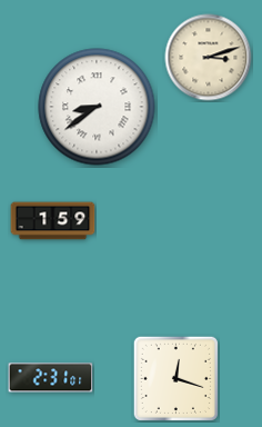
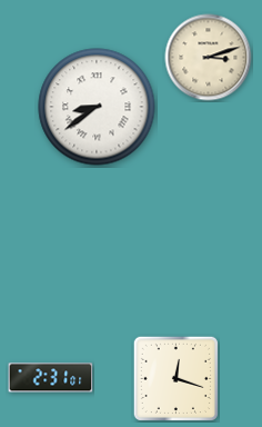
clock at (53, 221): 1:59 -> none
